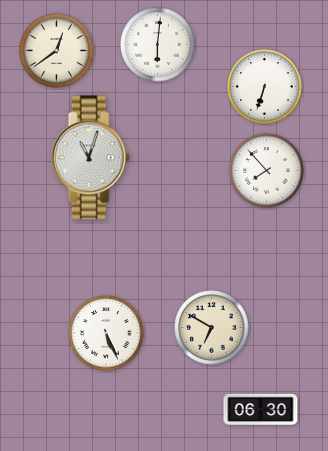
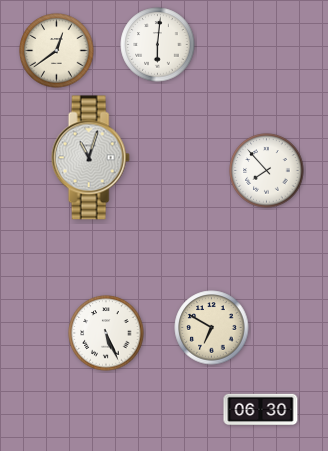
clock at (265, 87): 6:33 -> none
